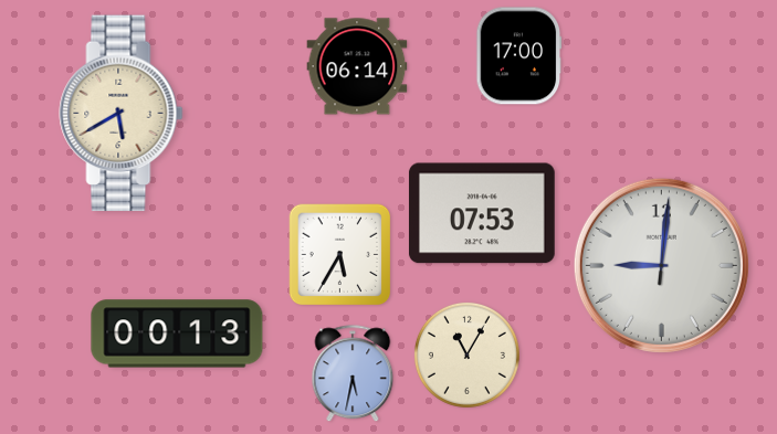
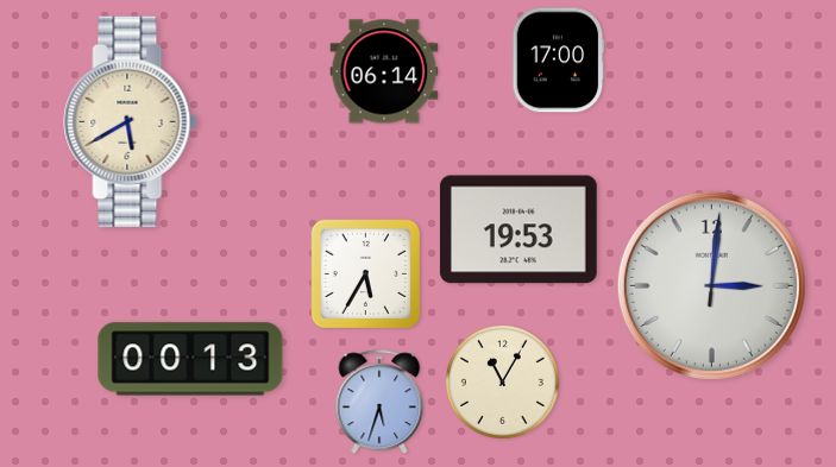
clock at (482, 213): 07:53 -> 19:53
clock at (661, 265): 9:01 -> 3:01
clock at (353, 374): 5:32 -> 5:33
